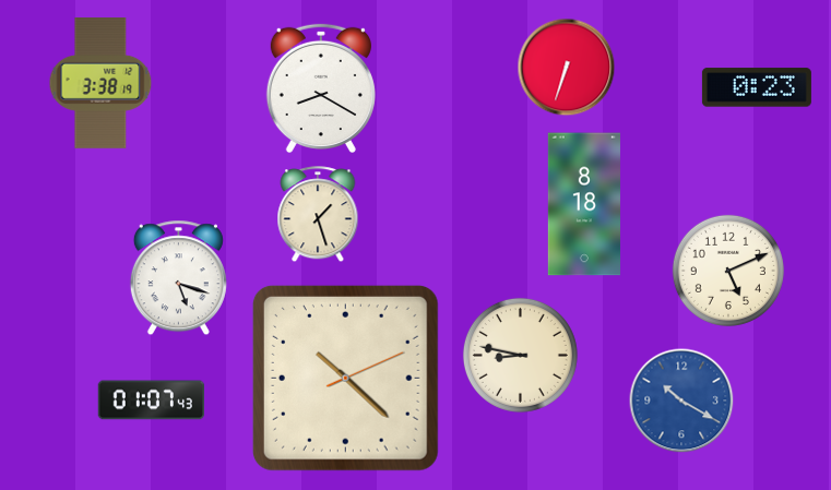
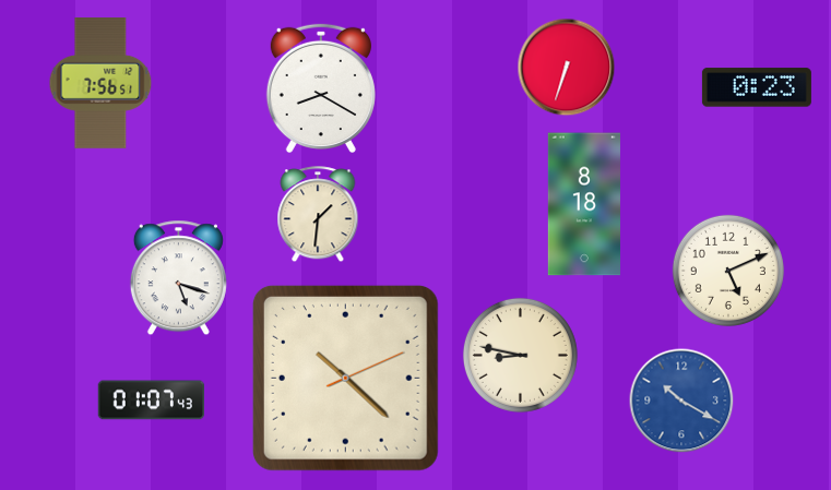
clock at (100, 84): 3:38 -> 7:56
clock at (318, 215): 1:27 -> 1:31
